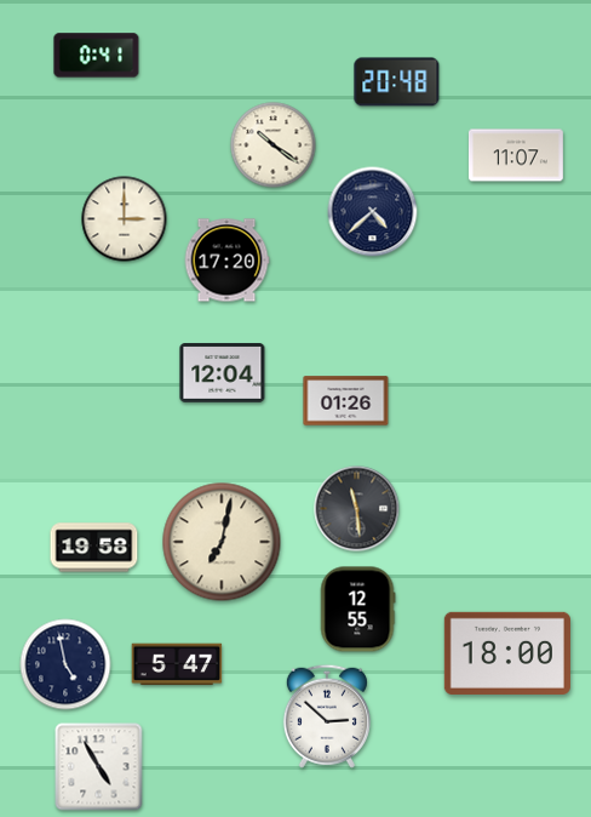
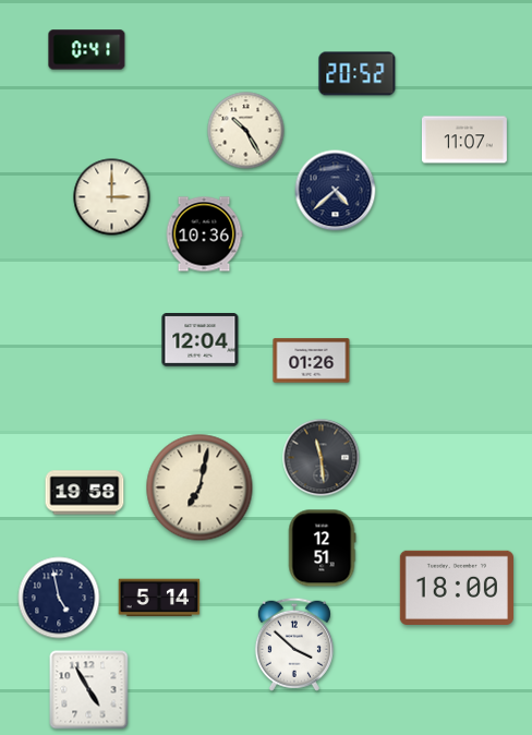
clock at (397, 82): 20:48 -> 20:52
clock at (274, 145): 10:21 -> 10:25
clock at (226, 261): 17:20 -> 10:36
clock at (223, 373) position: (223, 373) -> (201, 340)
clock at (357, 610): 12:55 -> 12:51
clock at (177, 664): 5:47 -> 5:14
clock at (327, 716): 2:52 -> 3:52
